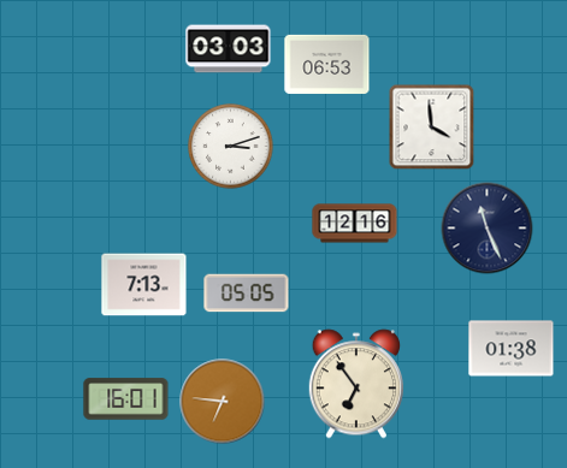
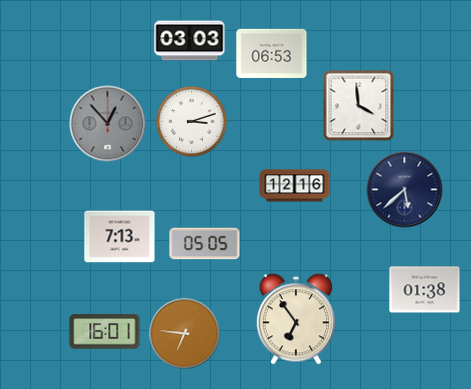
clock at (108, 124): none -> 12:53
clock at (488, 229): 11:26 -> 5:38
